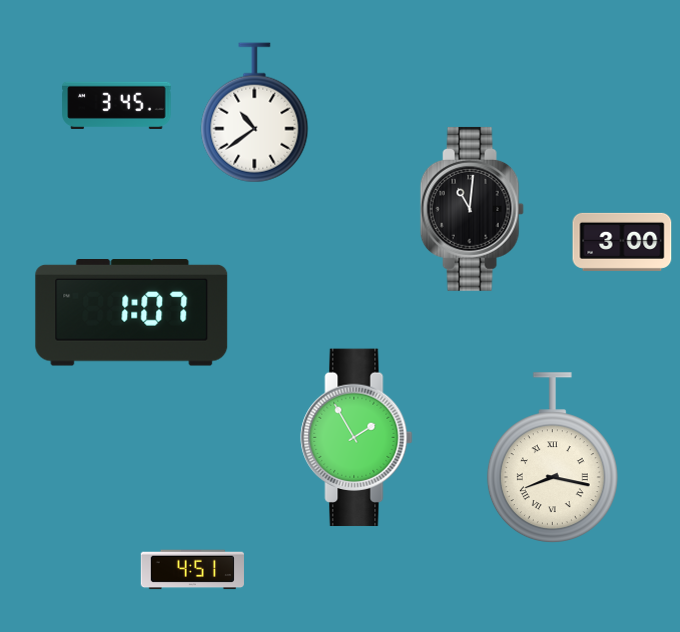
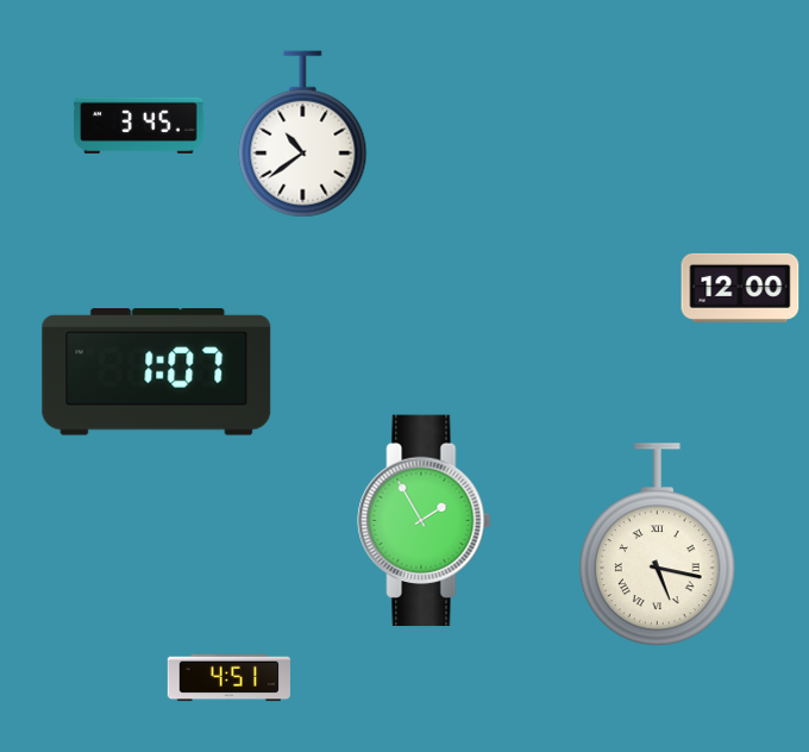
clock at (472, 209): 11:01 -> none
clock at (622, 242): 3:00 -> 12:00
clock at (552, 457): 8:17 -> 5:17
